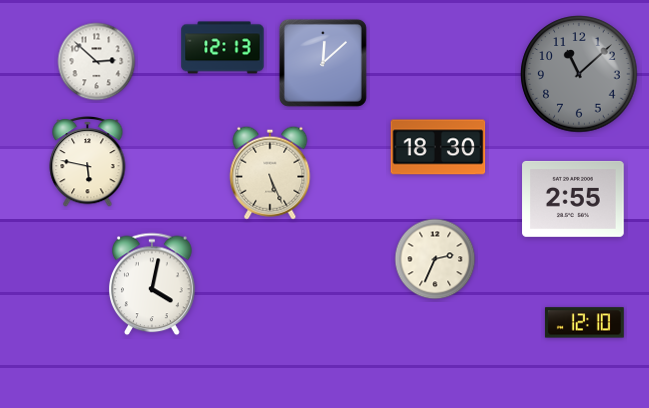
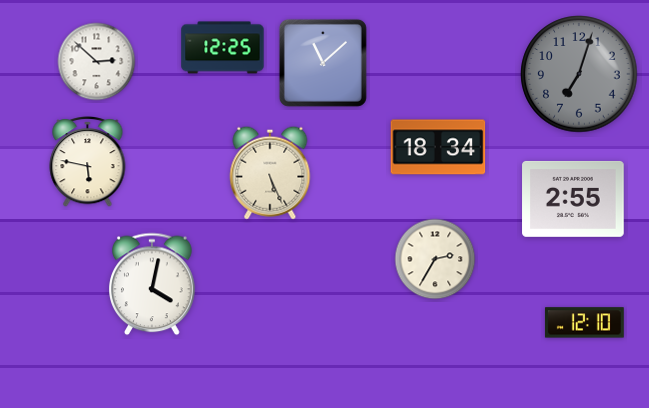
clock at (223, 48): 12:13 -> 12:25
clock at (323, 63): 12:08 -> 11:08
clock at (579, 74): 11:08 -> 7:03
clock at (438, 147): 18:30 -> 18:34
clock at (435, 259): 2:34 -> 2:35
